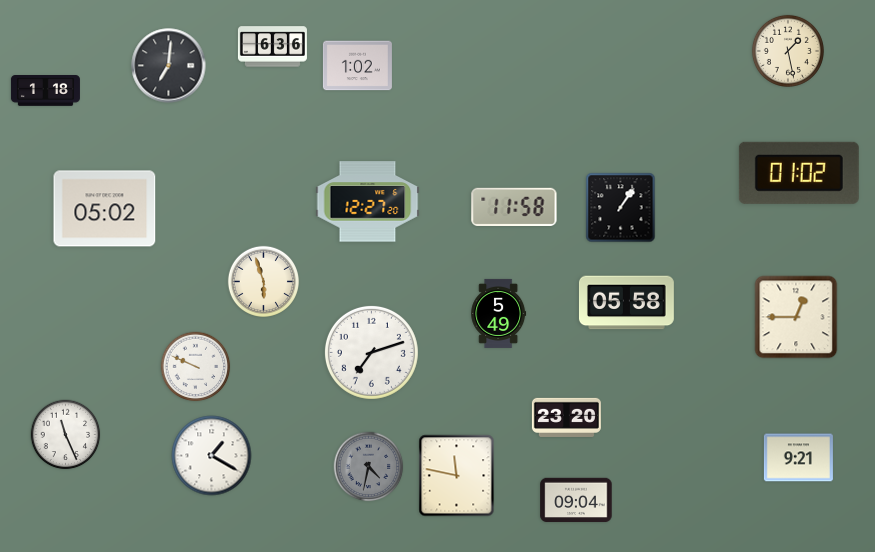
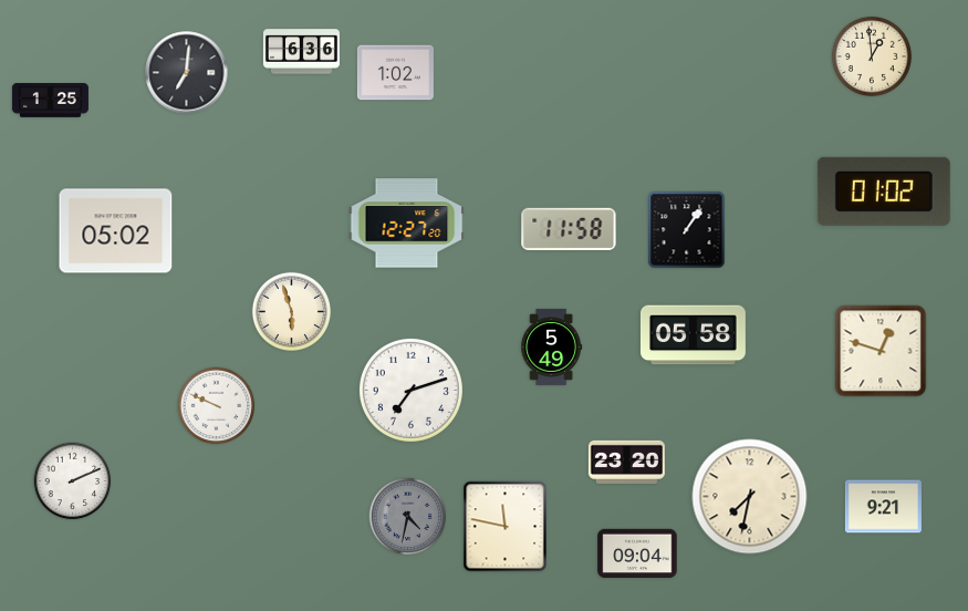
clock at (788, 51): 1:28 -> 12:59
clock at (45, 91): 1:18 -> 1:25
clock at (796, 317): 12:45 -> 12:48
clock at (66, 435): 11:26 -> 2:11
clock at (750, 497): none -> 7:32
clock at (212, 456): 1:20 -> none
